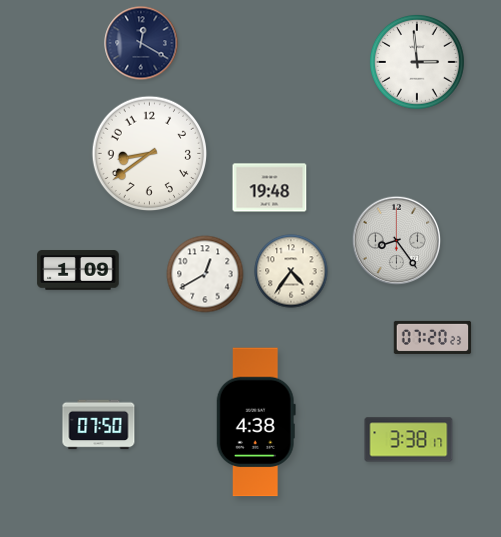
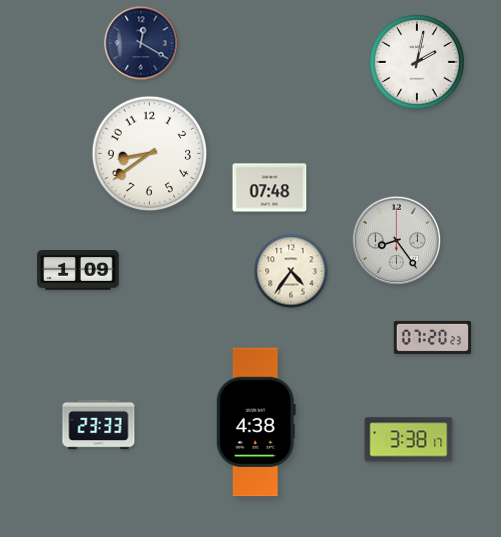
clock at (417, 62): 2:59 -> 2:02
clock at (270, 188): 19:48 -> 07:48
clock at (205, 274): 12:40 -> none
clock at (99, 425): 07:50 -> 23:33
